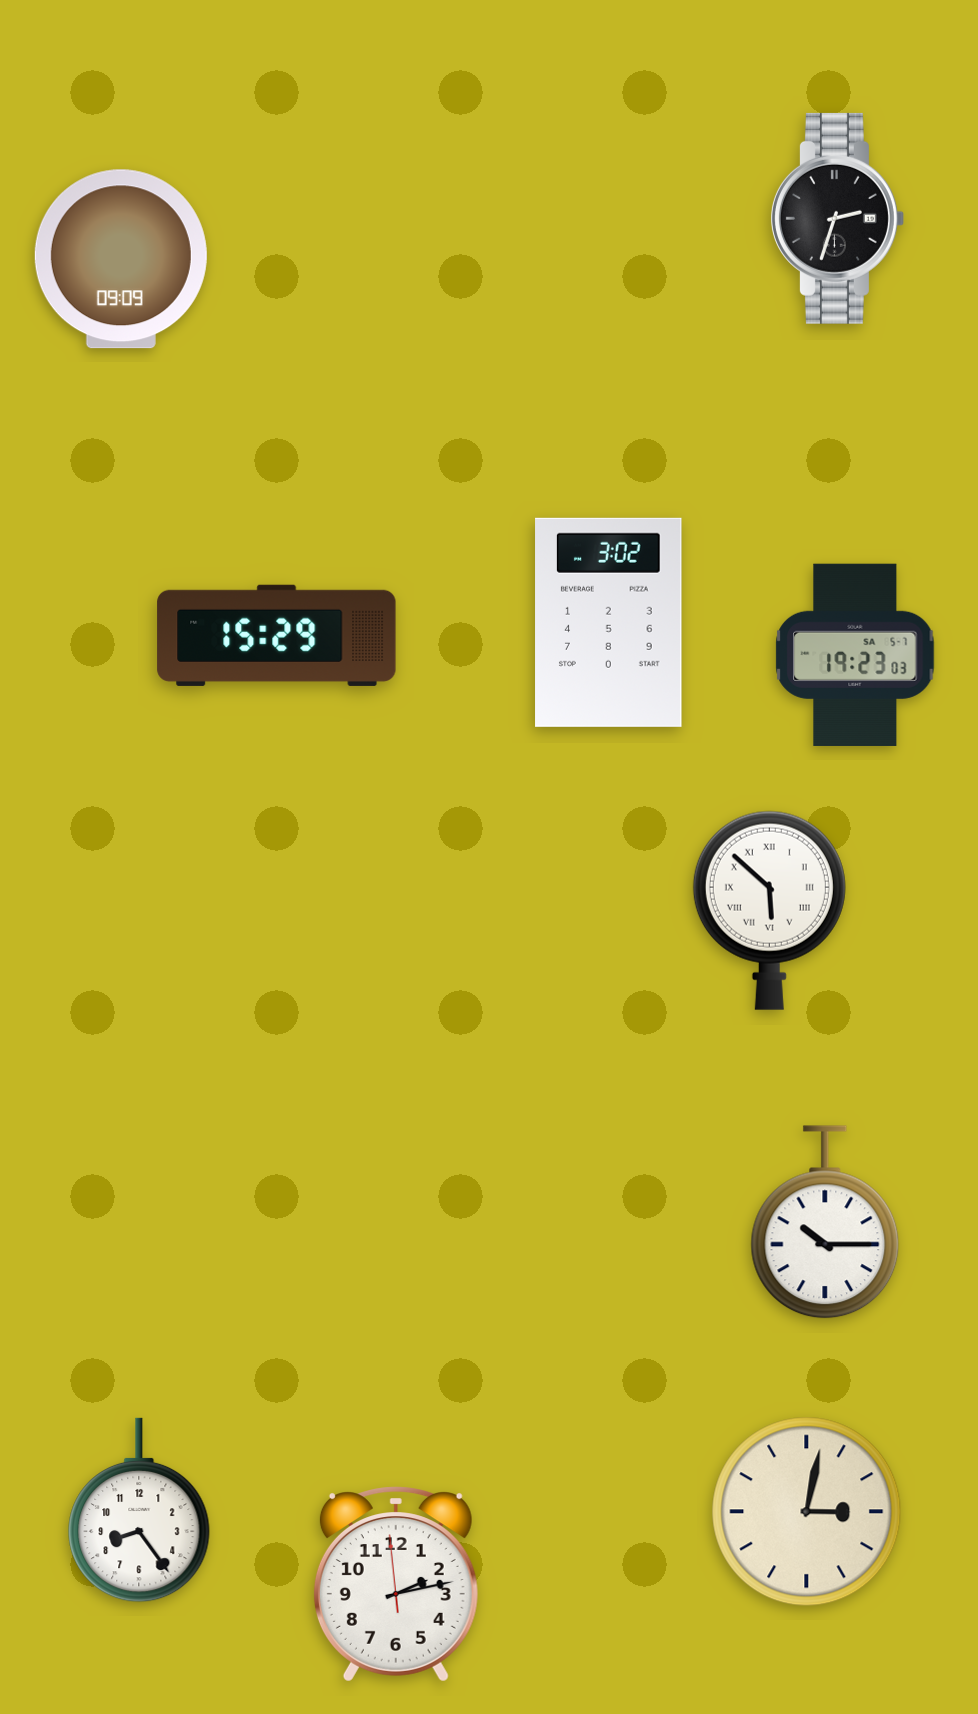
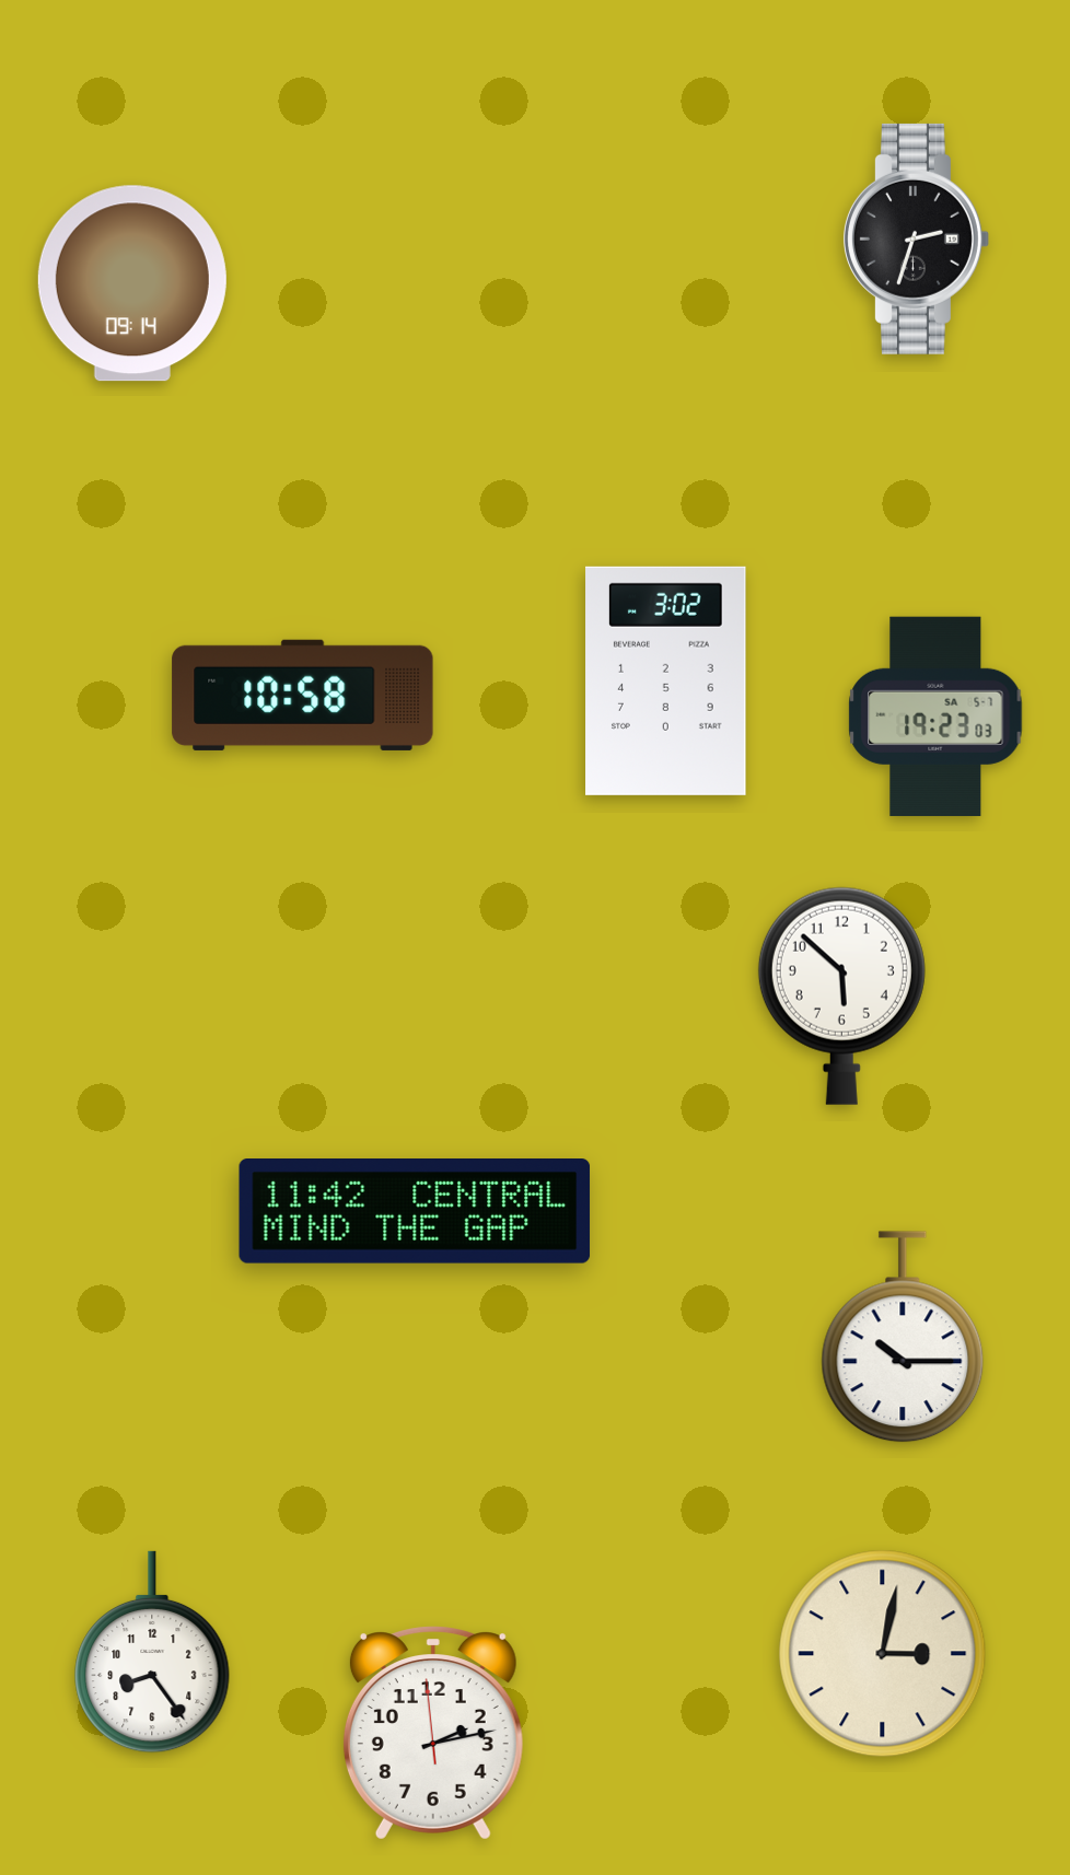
clock at (121, 259): 09:09 -> 09:14
clock at (277, 635): 15:29 -> 10:58
clock at (769, 910) numerals: Roman -> Arabic
clock at (415, 1212): none -> 11:42
